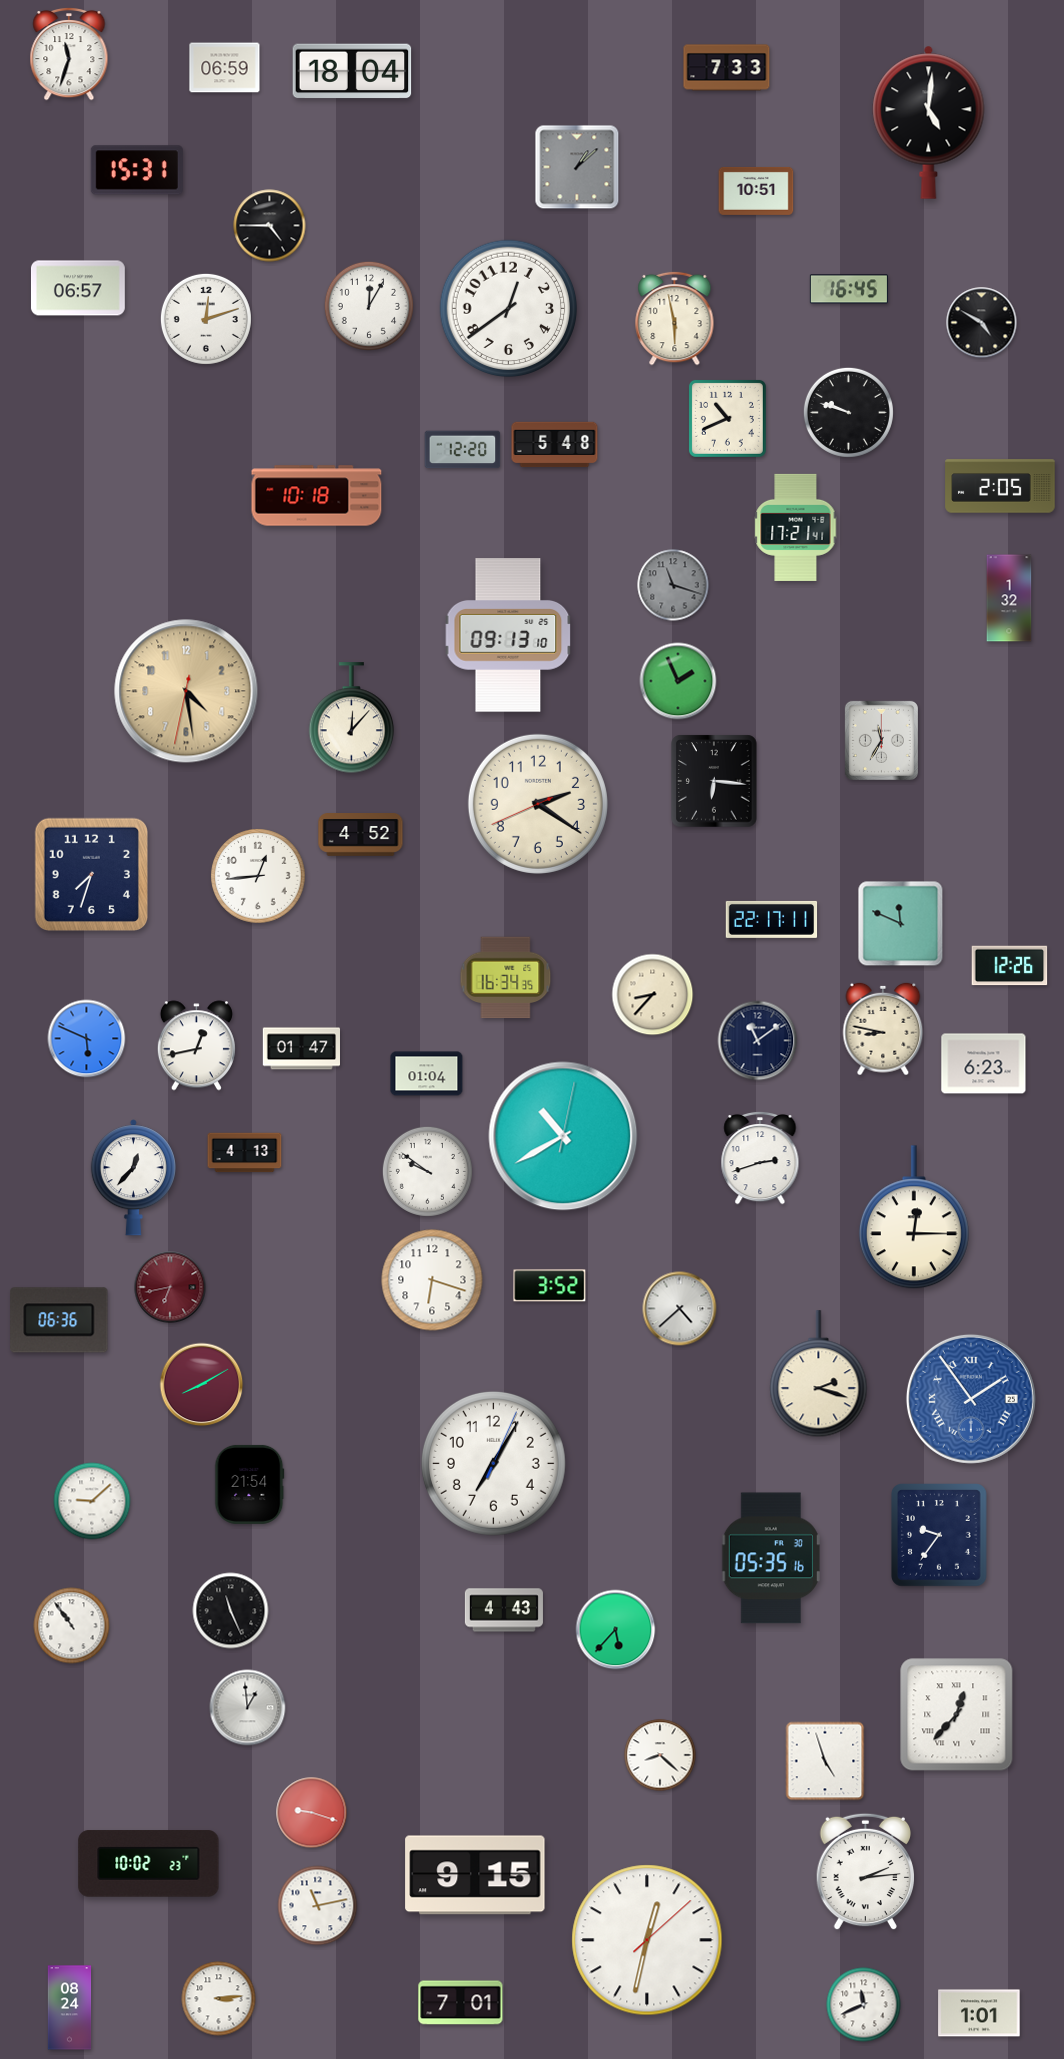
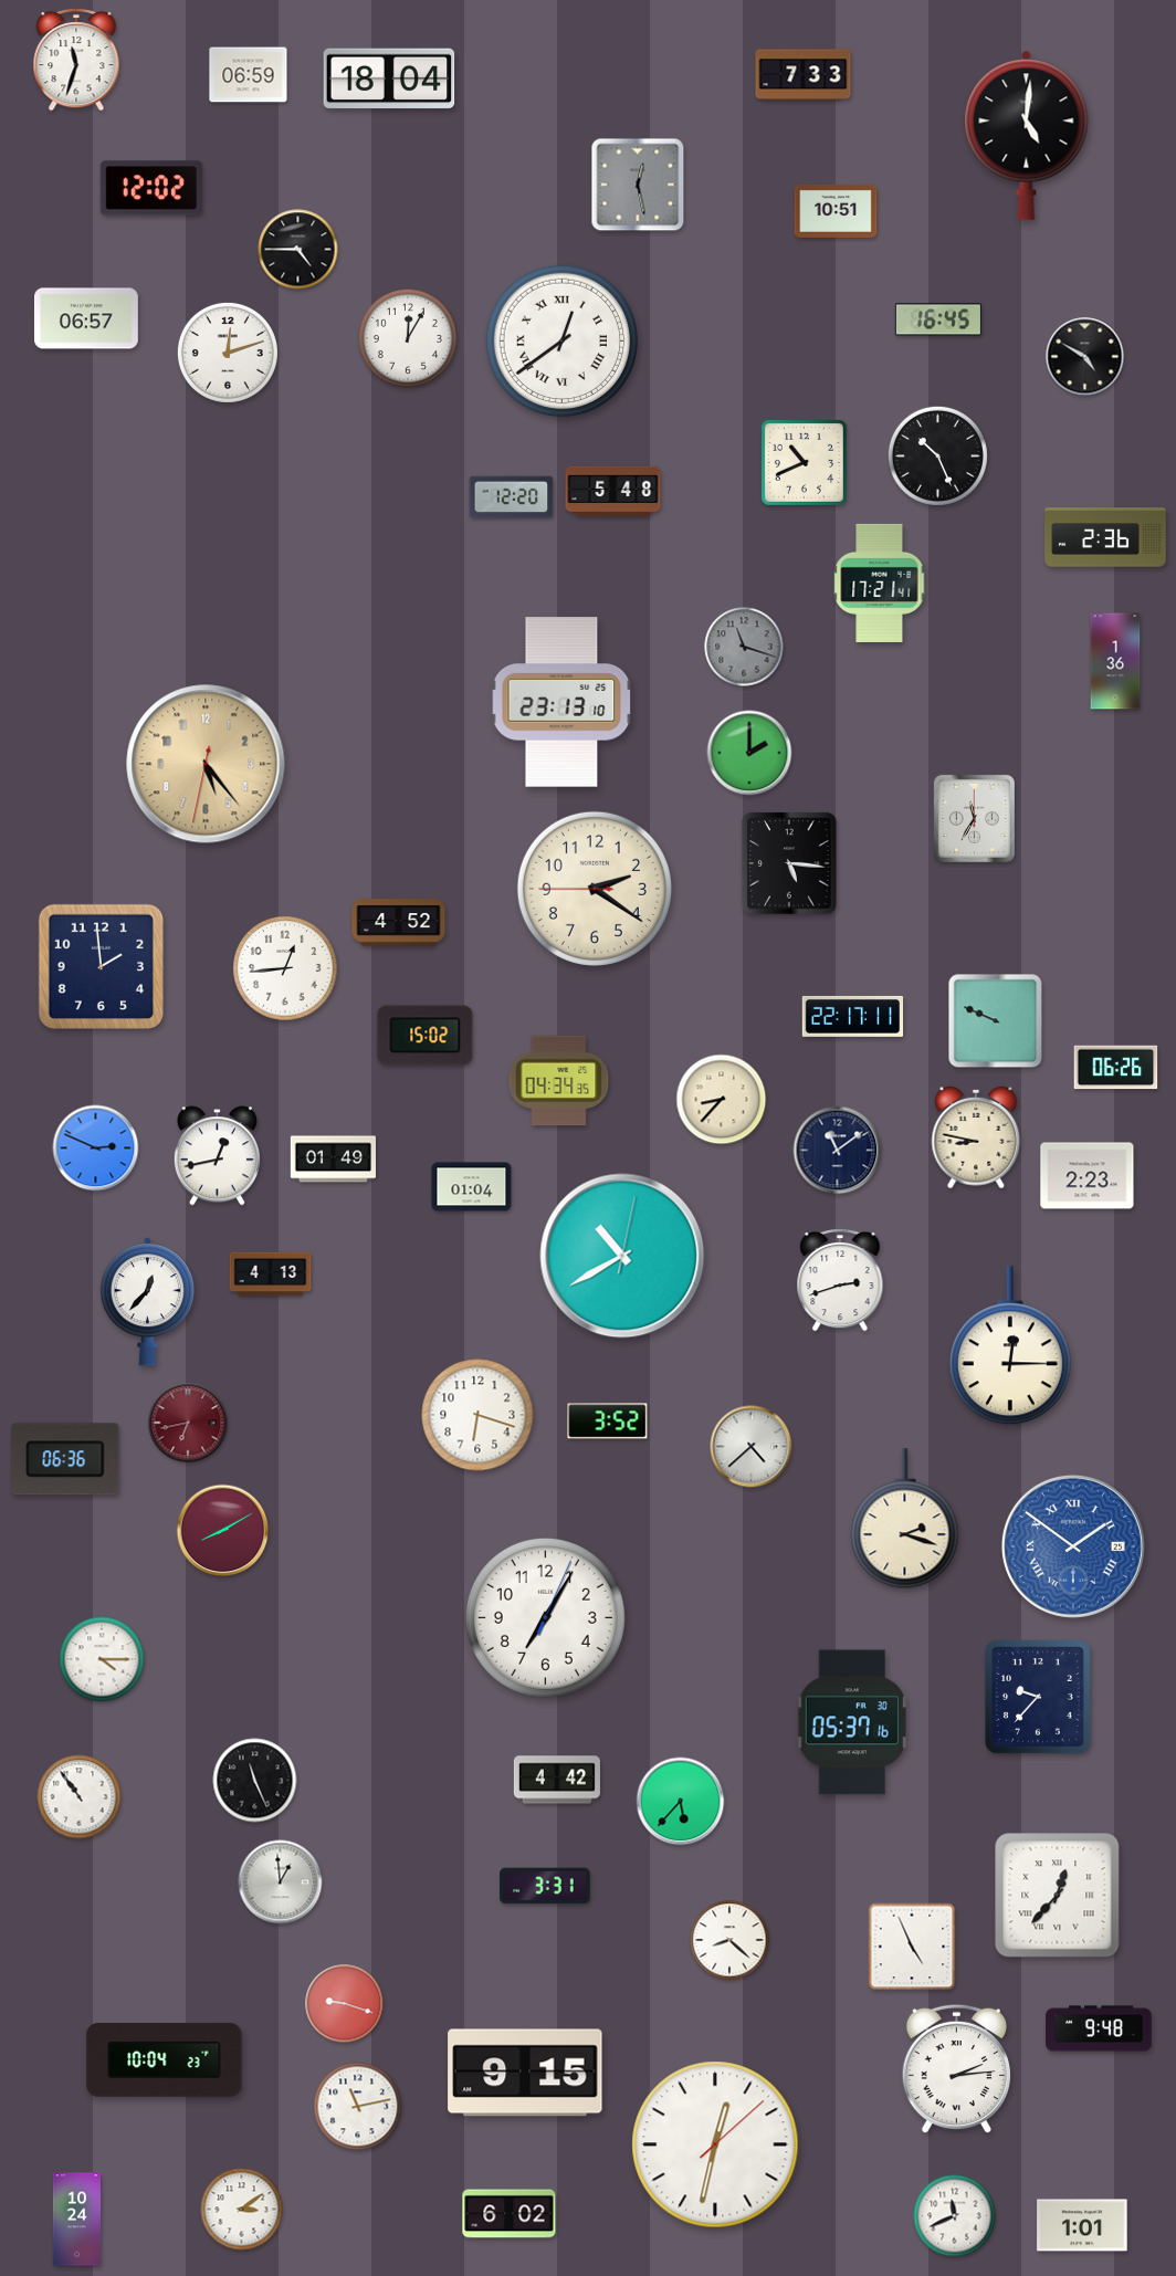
clock at (577, 167): 1:08 -> 12:28
clock at (137, 170): 15:31 -> 12:02
clock at (509, 309) numerals: Arabic -> Roman
clock at (675, 318): 5:58 -> none
clock at (848, 412): 9:48 -> 10:26
clock at (1000, 486): 2:05 -> 2:36
clock at (317, 496): 10:18 -> none
clock at (1009, 598): 1:32 -> 1:36
clock at (508, 635): 09:13 -> 23:13
clock at (678, 681): 1:56 -> 2:00
clock at (186, 691): 4:28 -> 5:23
clock at (352, 718): 12:07 -> none
clock at (714, 781): 6:16 -> 5:16
clock at (538, 804): 2:20:41 -> 2:20:45
clock at (91, 874): 7:33 -> 1:59
clock at (901, 924): 11:49 -> 9:49
clock at (426, 1036): none -> 15:02
clock at (1010, 966): 12:26 -> 06:26
clock at (506, 978): 16:34 -> 04:34
clock at (87, 1039): 5:49 -> 2:49
clock at (302, 1049): 01:47 -> 01:49
clock at (984, 1064): 6:23 -> 2:23
clock at (427, 1171): 9:51 -> none
clock at (971, 1399): 1:54 -> 1:51
clock at (250, 1484): 21:54 -> none
clock at (92, 1501): 9:08 -> 4:15
clock at (940, 1536): 9:36 -> 9:37
clock at (771, 1558): 05:35 -> 05:37
clock at (504, 1610): 4:43 -> 4:42
clock at (545, 1886): none -> 3:31
clock at (248, 1708) position: (248, 1708) -> (281, 1882)
clock at (825, 1761): 4:57 -> 4:56
clock at (1099, 2028): none -> 9:48
clock at (149, 1864): 10:02 -> 10:04
clock at (318, 1906) position: (318, 1906) -> (358, 2107)
clock at (219, 1999): 3:14 -> 3:09
clock at (461, 2003): 7:01 -> 6:02
clock at (70, 2008): 08:24 -> 10:24
